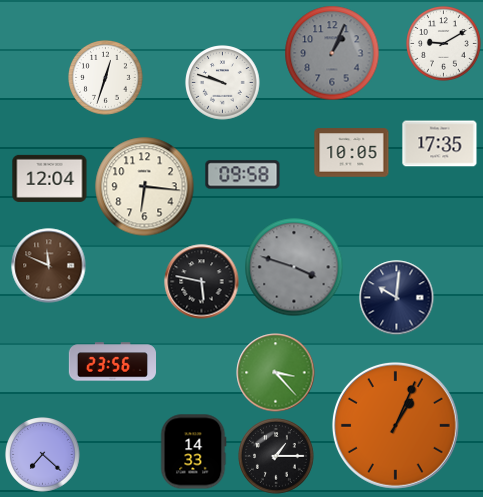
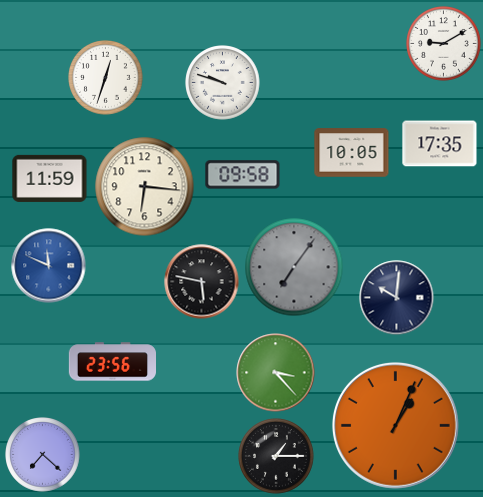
clock at (332, 53): 1:04 -> none
clock at (50, 178): 12:04 -> 11:59
clock at (49, 266) dial: brown -> blue
clock at (294, 267): 3:48 -> 7:06
clock at (194, 452): 14:33 -> none
